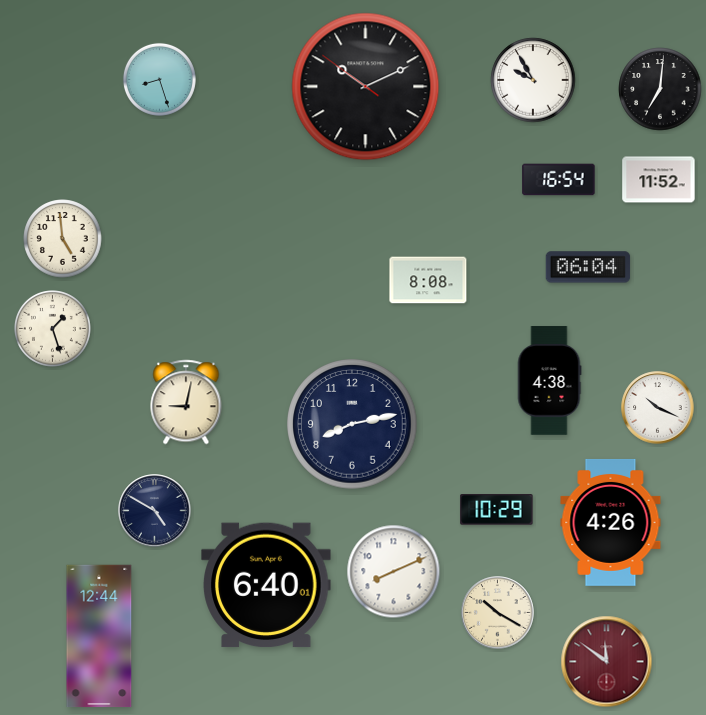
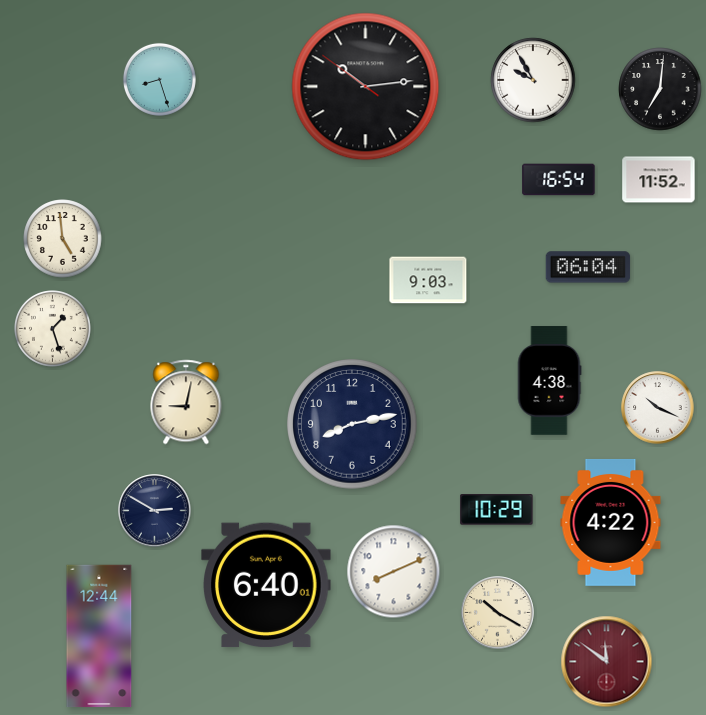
clock at (366, 87): 10:10 -> 10:13
clock at (428, 280): 8:08 -> 9:03
clock at (155, 511): 4:50 -> 2:50
clock at (611, 522): 4:26 -> 4:22
